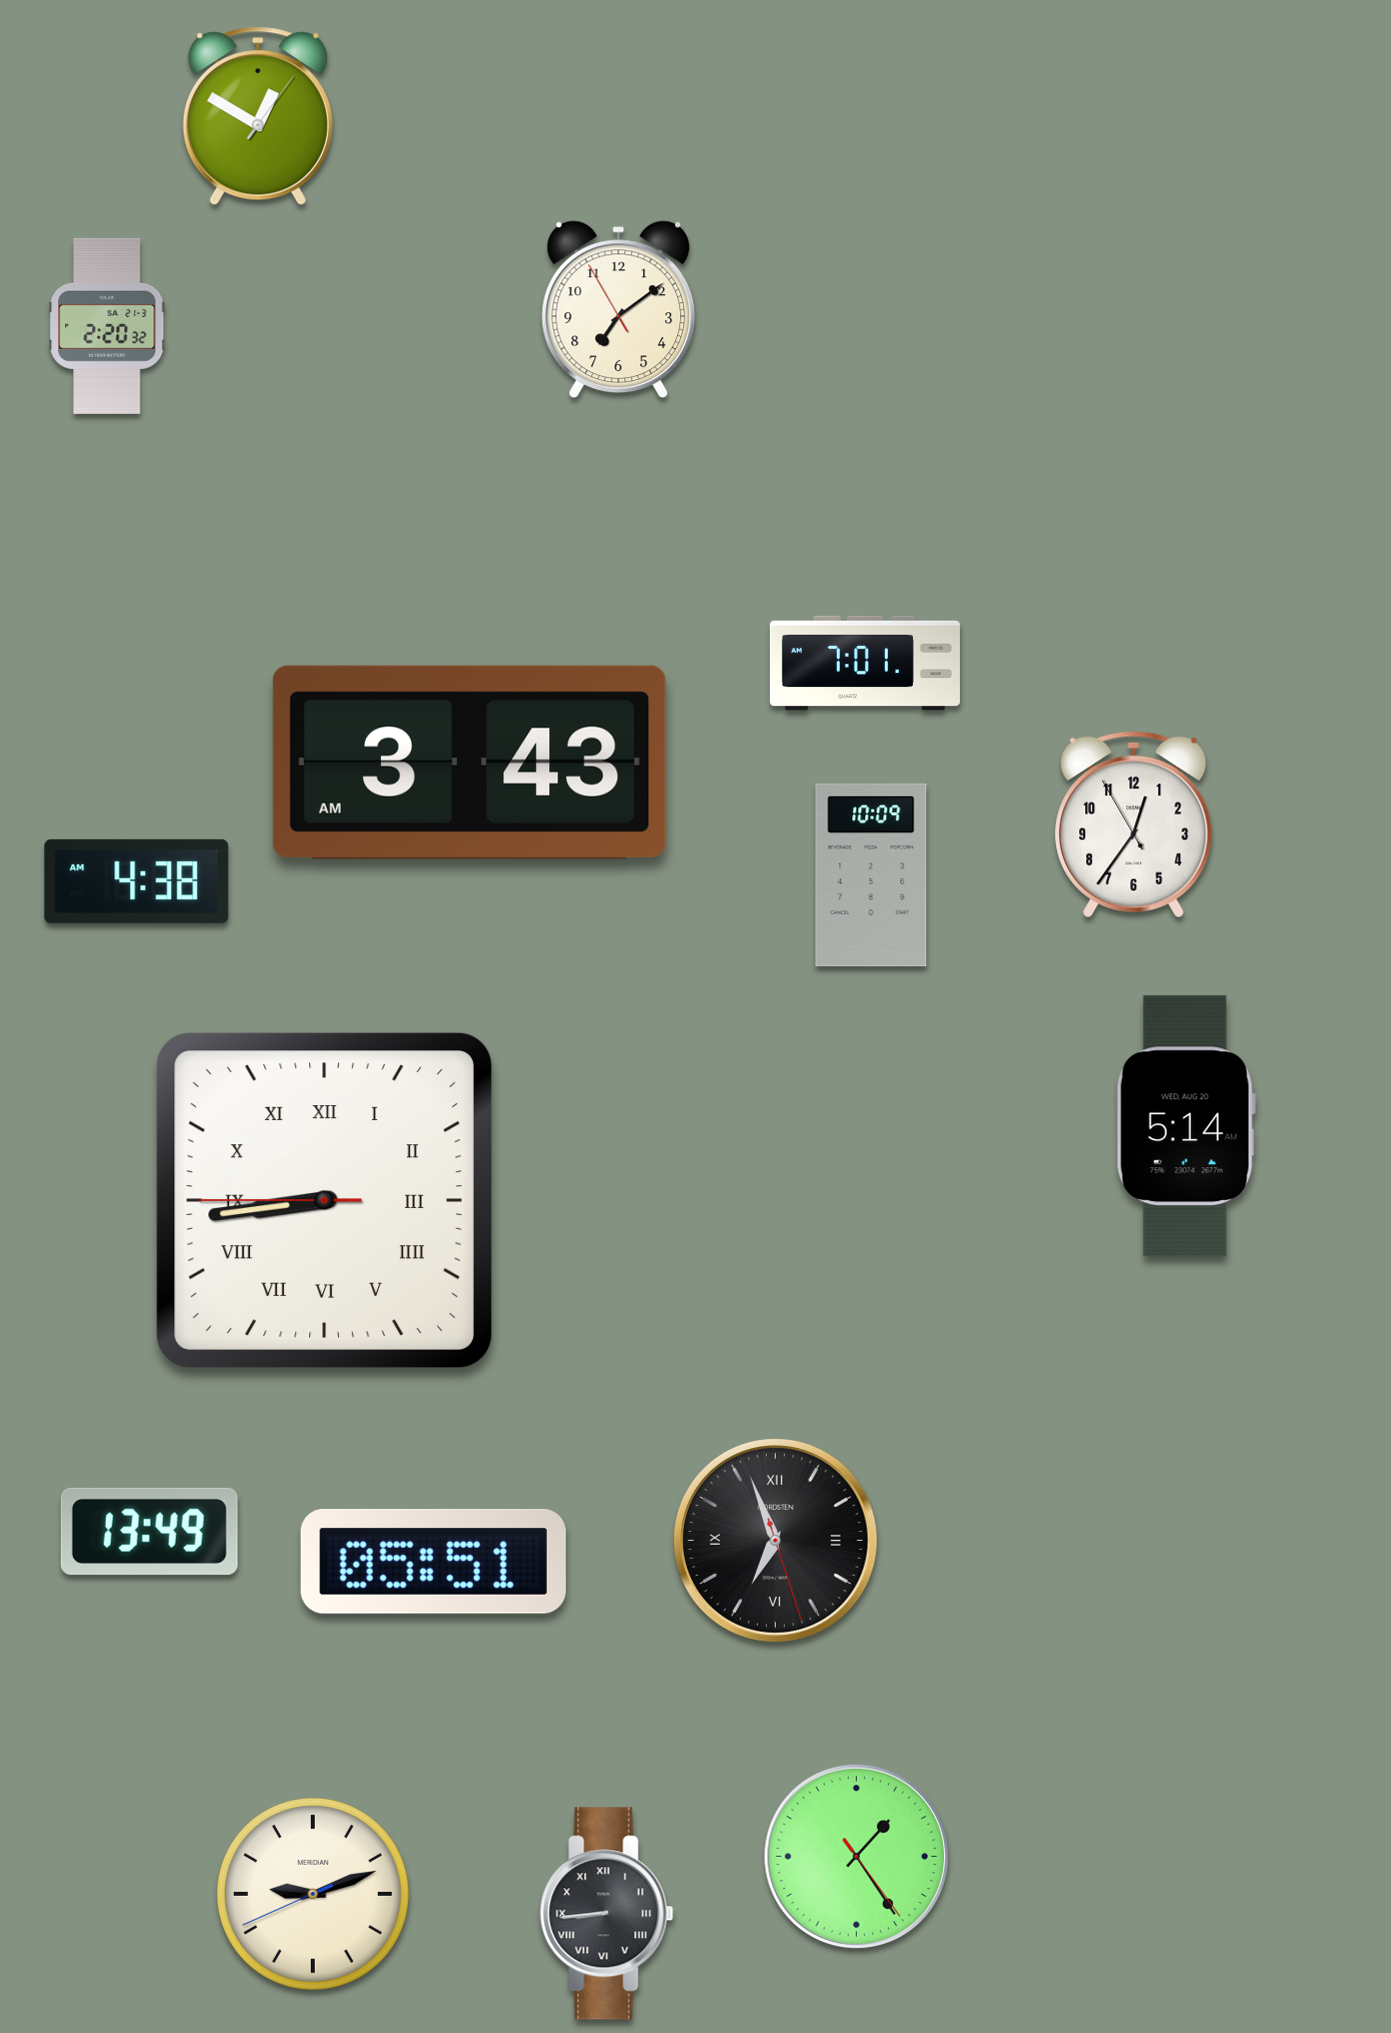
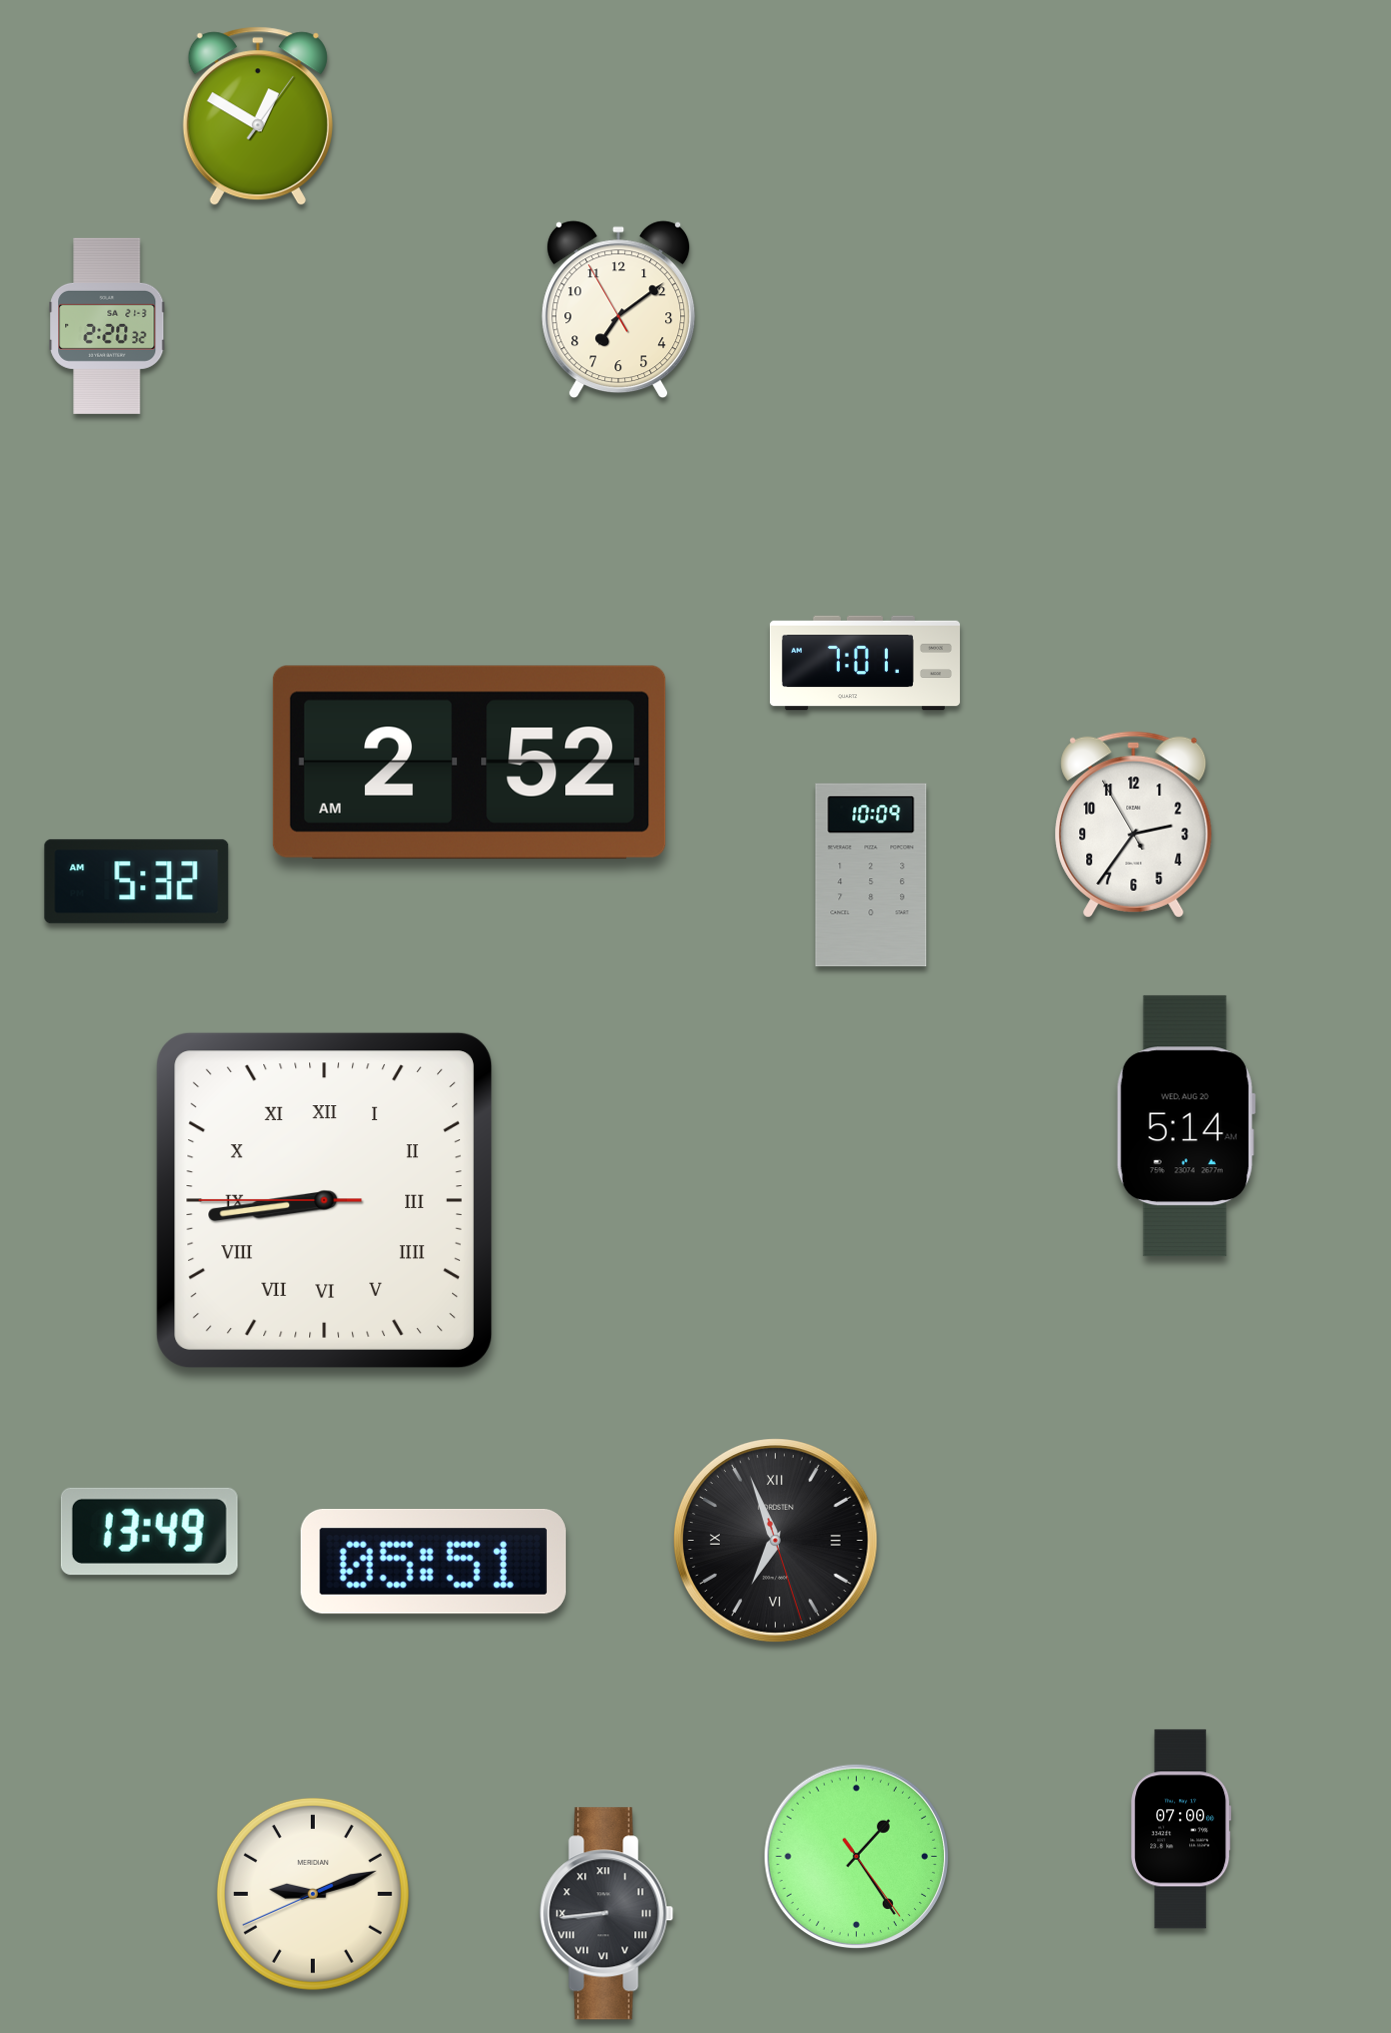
clock at (469, 762): 3:43 -> 2:52
clock at (1134, 824): 12:35 -> 2:35
clock at (137, 882): 4:38 -> 5:32
clock at (1181, 1829): none -> 07:00
